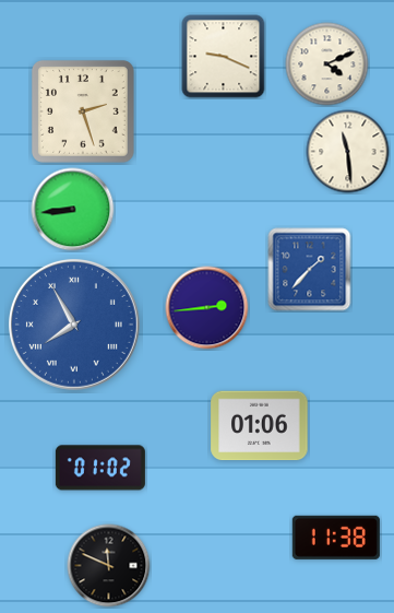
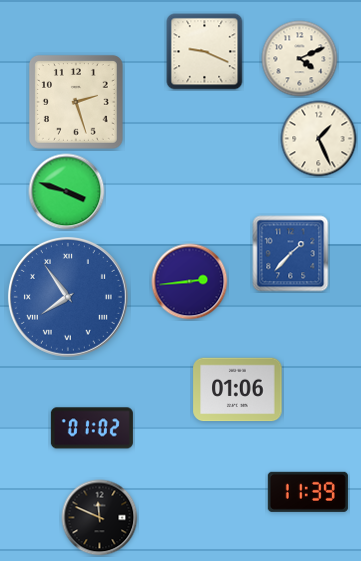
clock at (348, 152): 11:29 -> 1:26
clock at (73, 210): 8:44 -> 3:48
clock at (310, 270) position: (310, 270) -> (291, 254)
clock at (74, 325): 7:55 -> 7:54
clock at (336, 538): 11:38 -> 11:39
